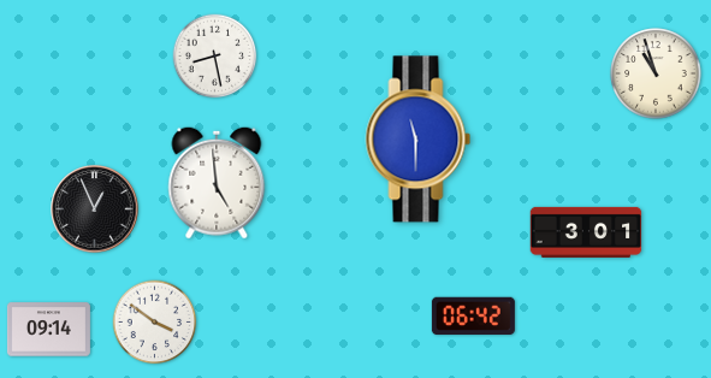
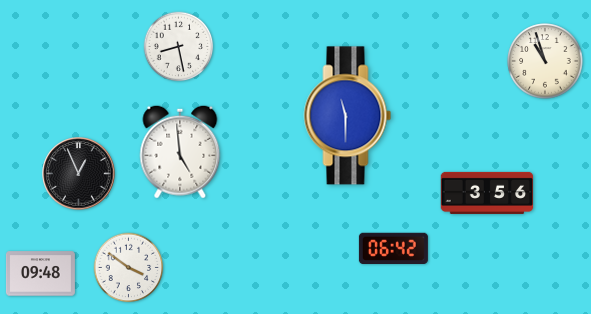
clock at (586, 232): 3:01 -> 3:56
clock at (473, 315) position: (473, 315) -> (393, 248)
clock at (48, 330): 09:14 -> 09:48
